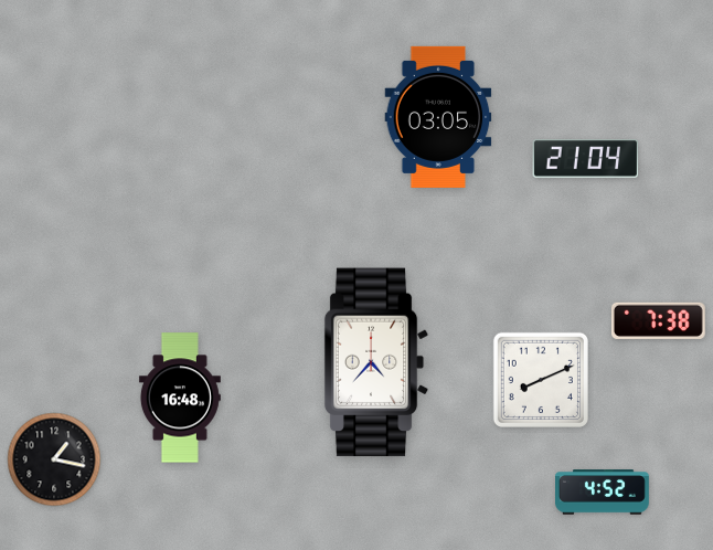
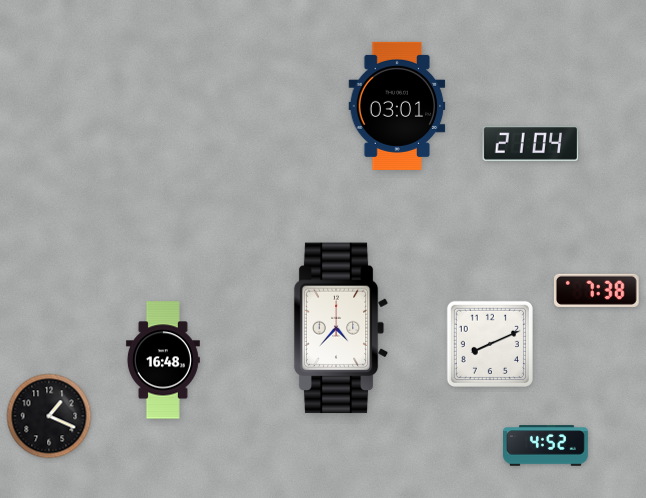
clock at (438, 117): 03:05 -> 03:01
clock at (54, 459): 1:17 -> 1:19
